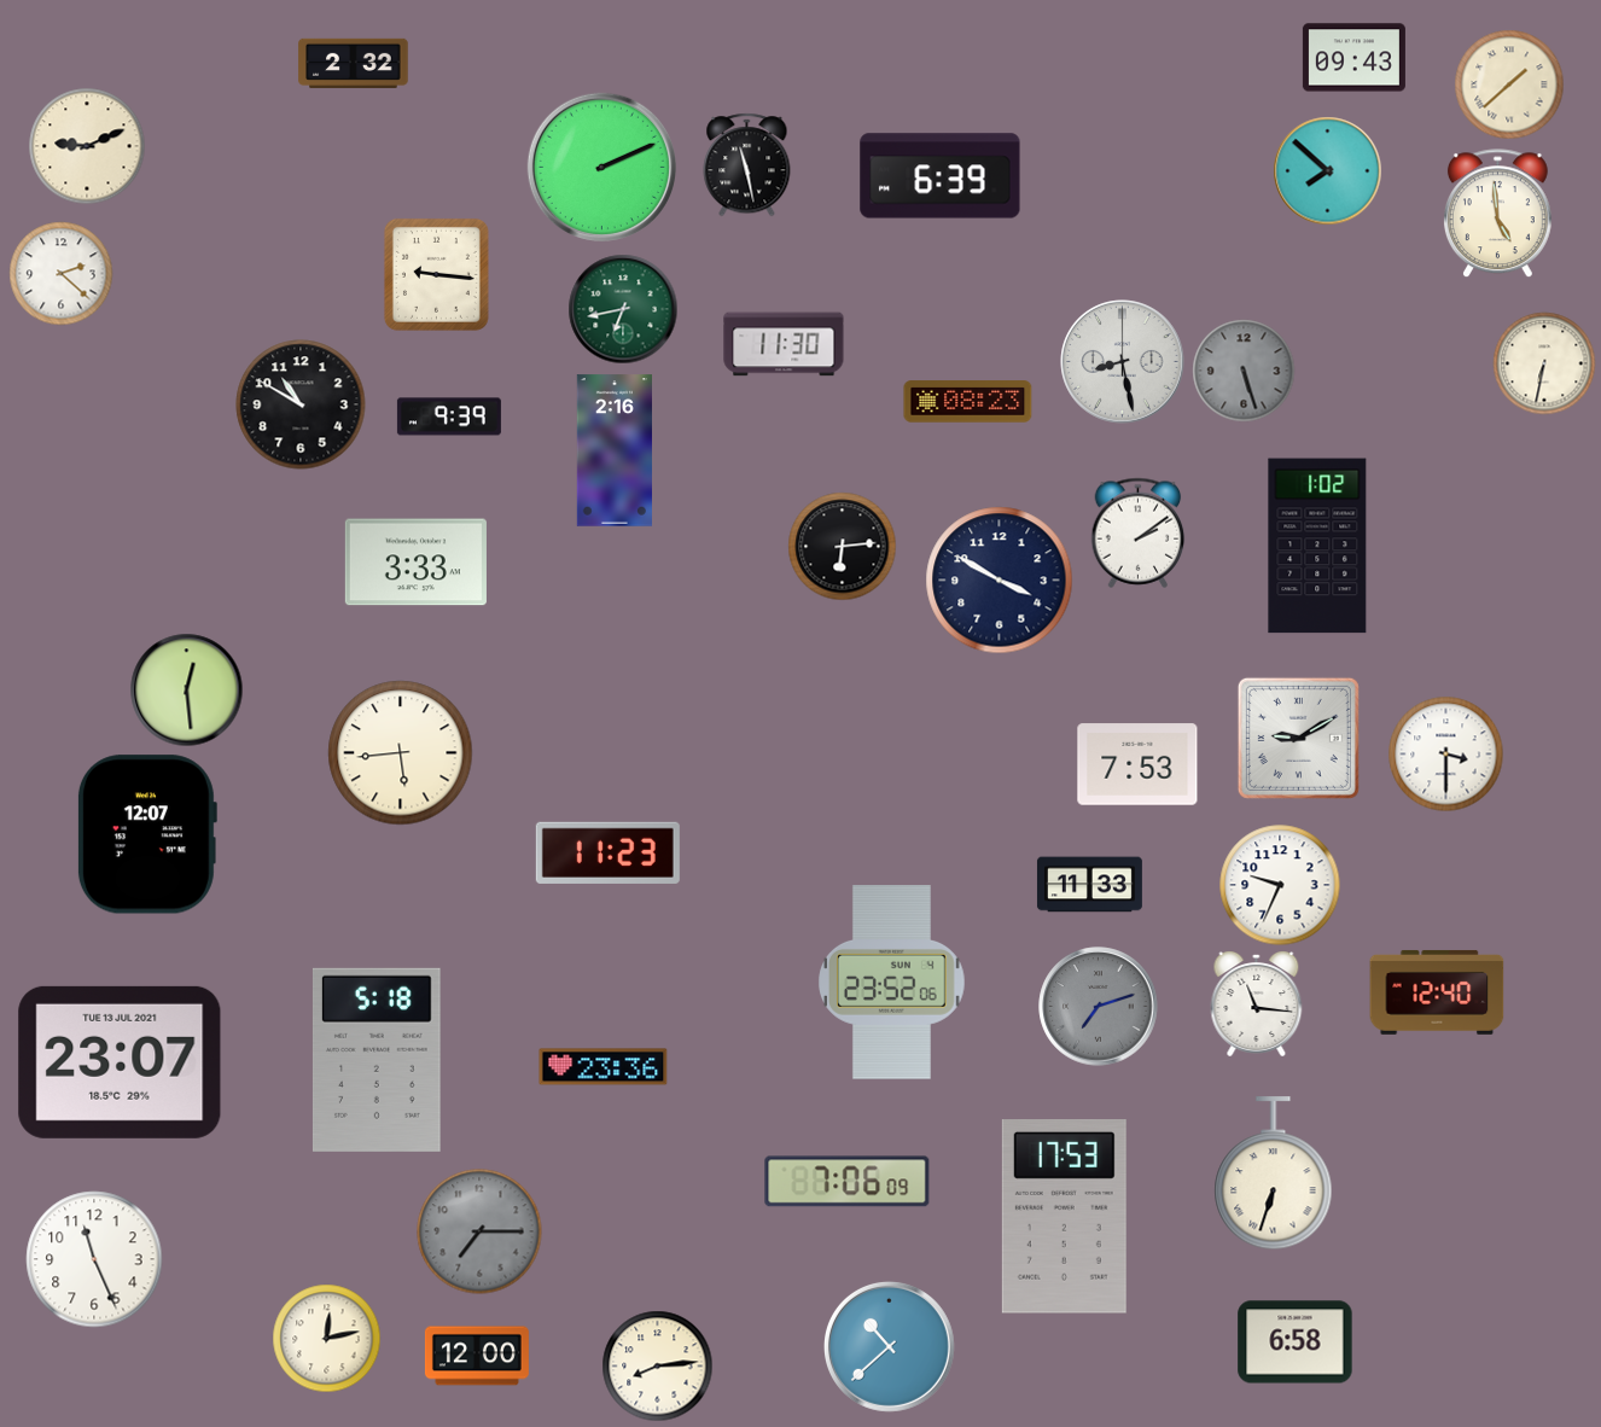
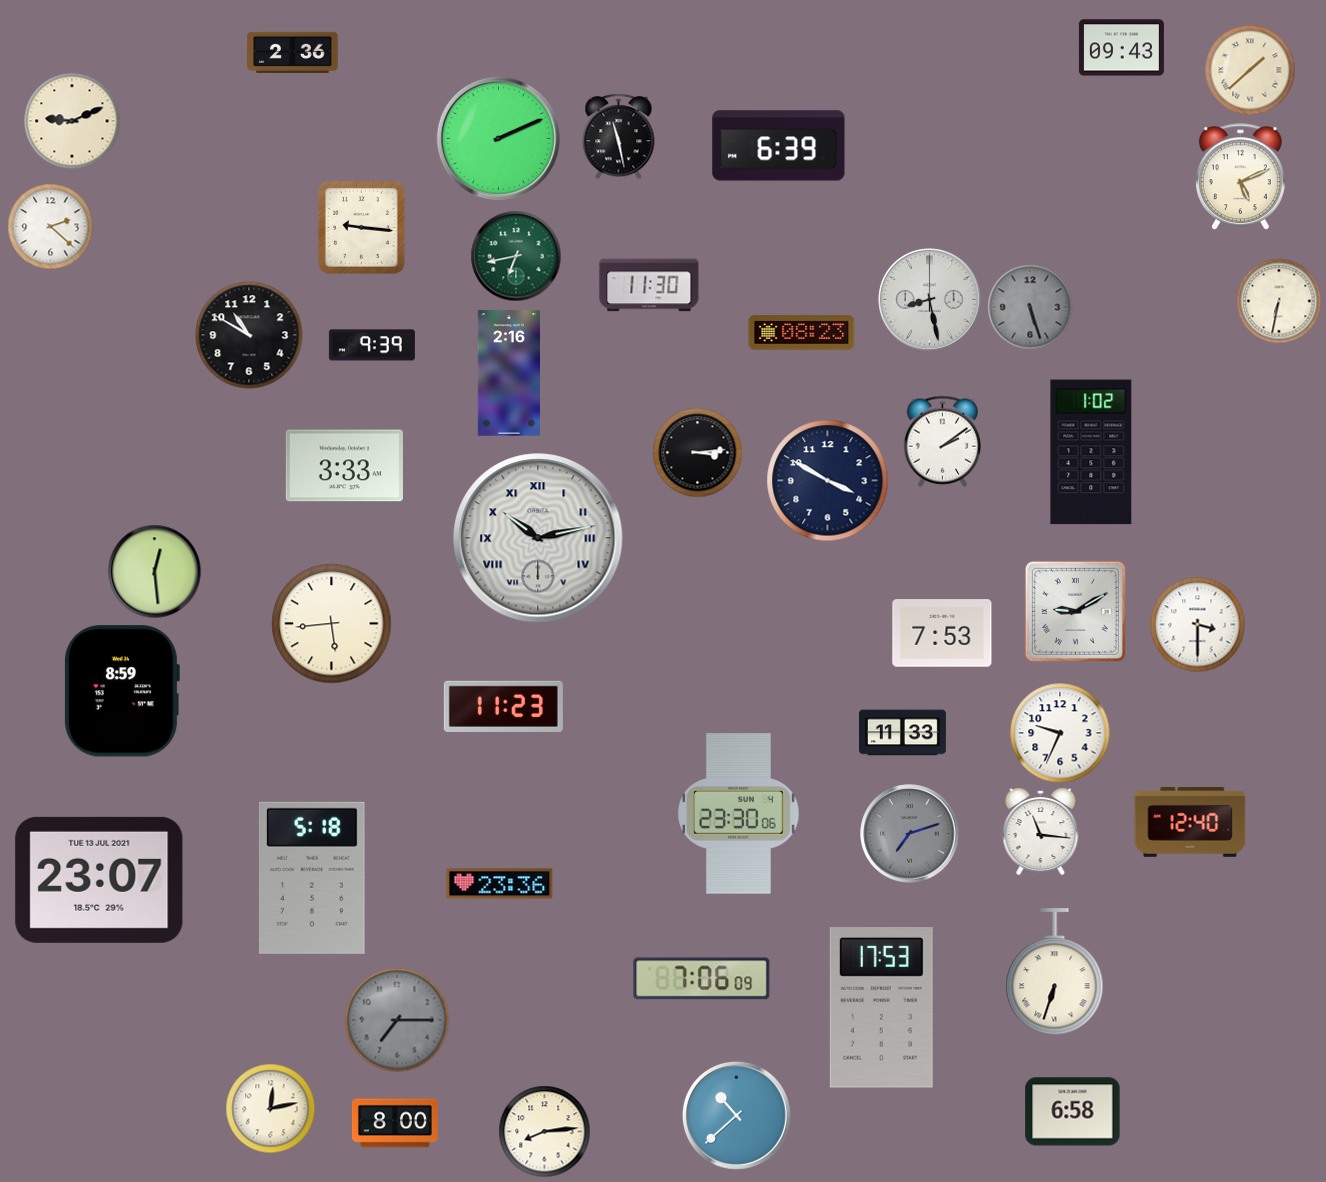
clock at (354, 63): 2:32 -> 2:36
clock at (1328, 171): 7:52 -> none
clock at (1497, 214): 4:59 -> 5:11
clock at (843, 547): 6:14 -> 3:14
clock at (538, 538): none -> 10:13
clock at (146, 834): 12:07 -> 8:59
clock at (892, 983): 23:52 -> 23:30
clock at (94, 1259): 11:26 -> none
clock at (477, 1356): 12:00 -> 8:00
